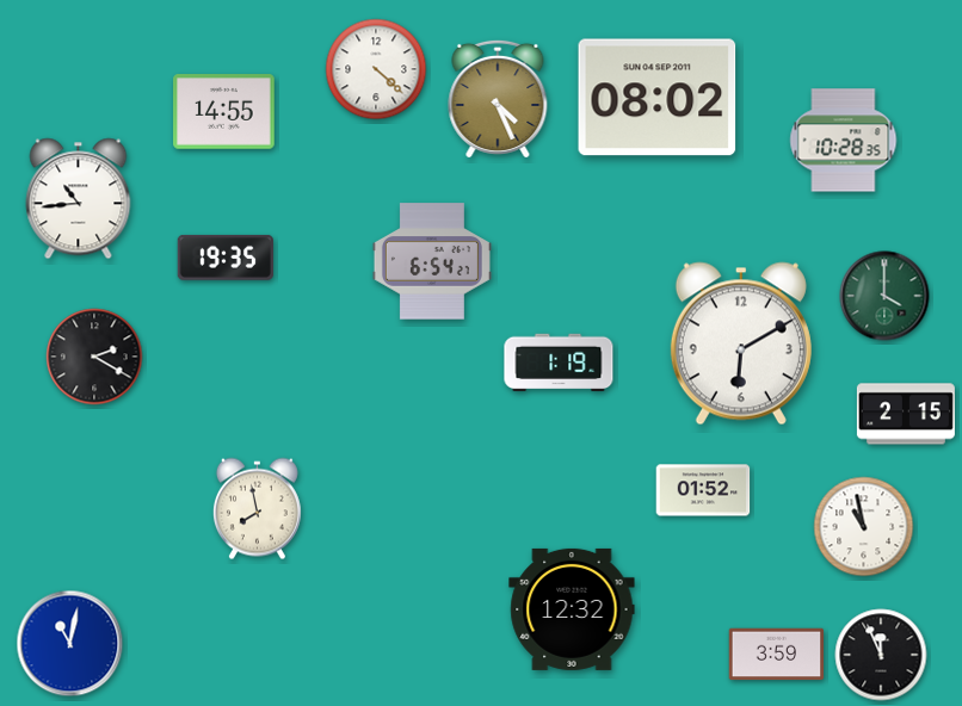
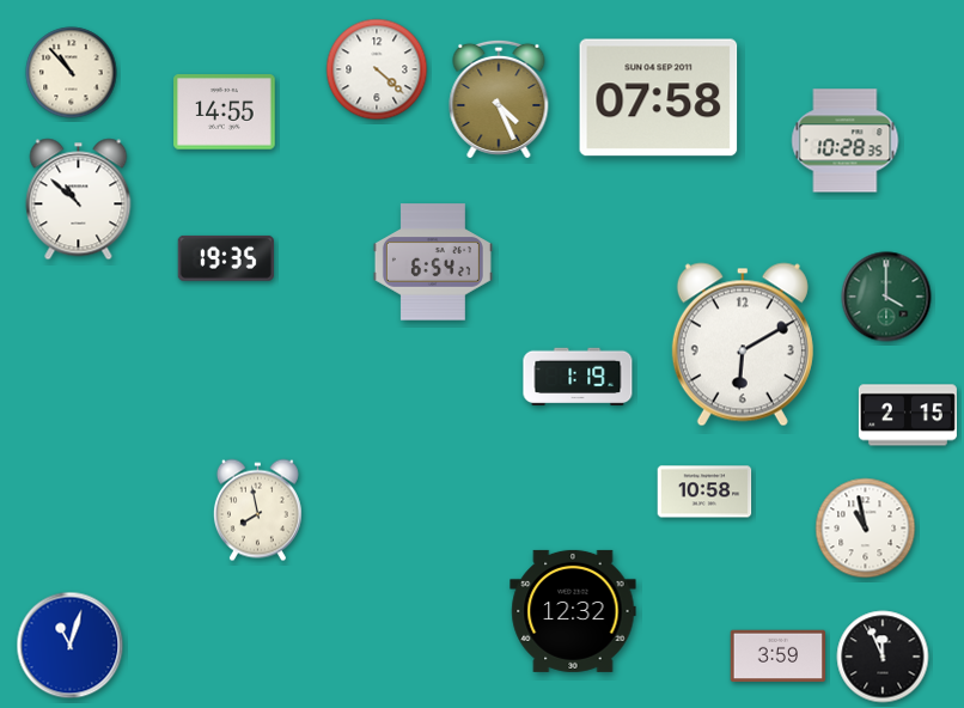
clock at (72, 73): none -> 10:53
clock at (658, 98): 08:02 -> 07:58
clock at (79, 199): 10:44 -> 10:52
clock at (94, 357): 2:20 -> none
clock at (559, 363) position: (559, 363) -> (578, 377)
clock at (703, 490): 01:52 -> 10:58
clock at (70, 644): 11:02 -> 11:03
